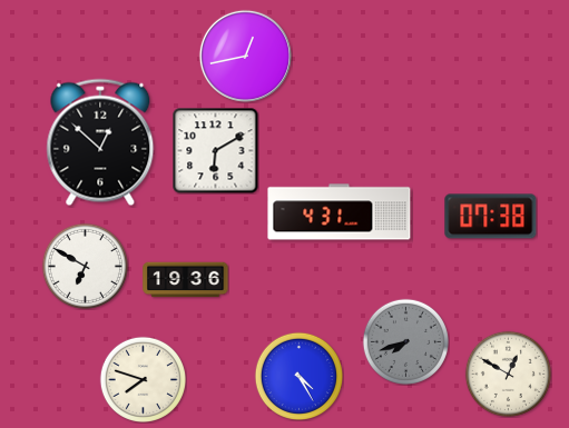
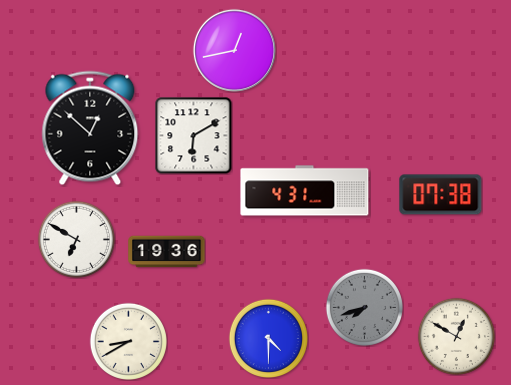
clock at (245, 56) position: (245, 56) -> (234, 50)
clock at (298, 376): 4:25 -> 4:30
clock at (143, 379): 7:48 -> 8:40
